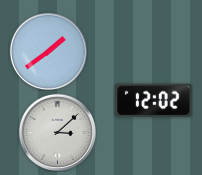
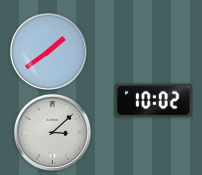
clock at (154, 101): 12:02 -> 10:02
clock at (57, 132) position: (57, 132) -> (52, 132)
